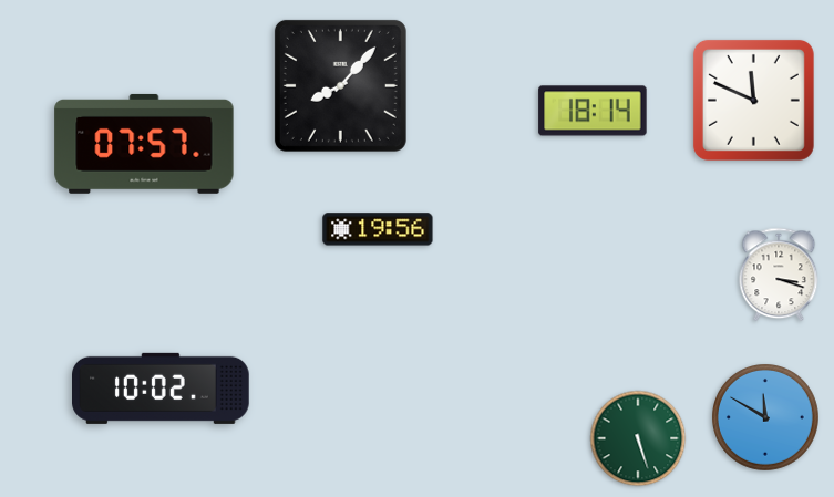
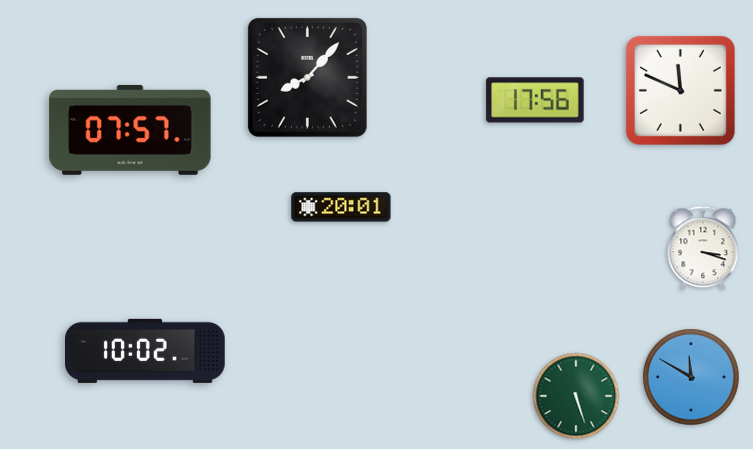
clock at (593, 111): 18:14 -> 17:56
clock at (378, 229): 19:56 -> 20:01
